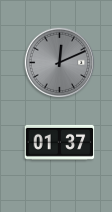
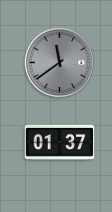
clock at (60, 63): 12:11 -> 11:39
